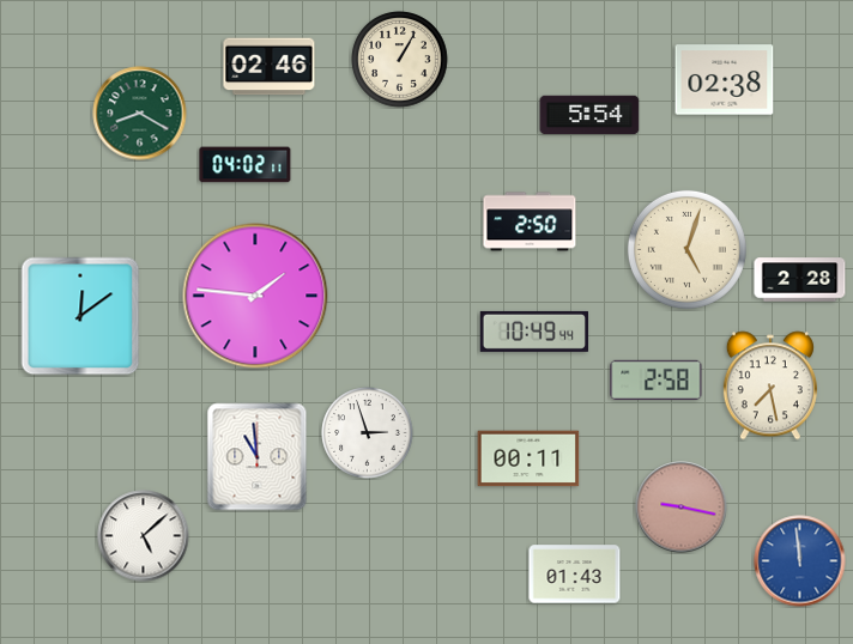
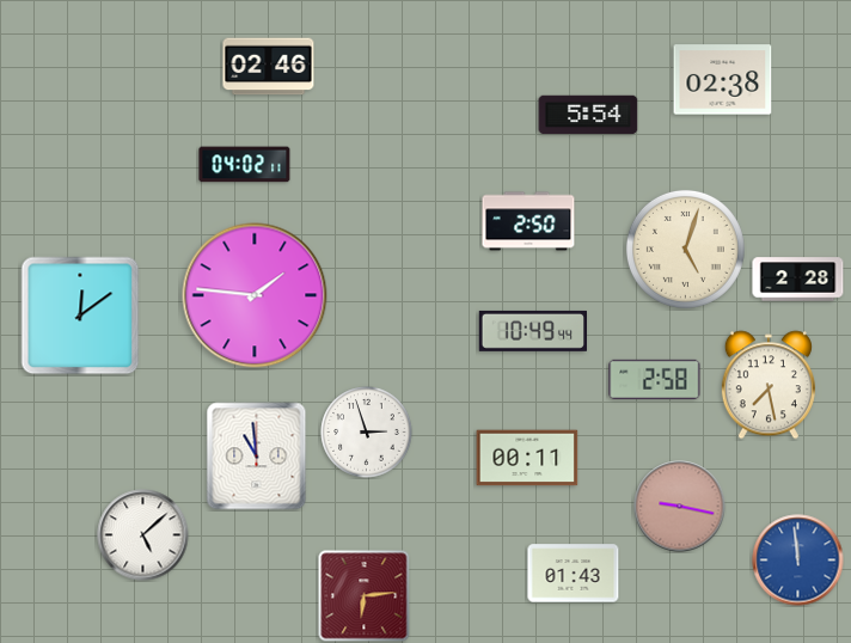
clock at (400, 60): 1:05 -> none
clock at (140, 114): 8:20 -> none
clock at (365, 596): none -> 6:14
